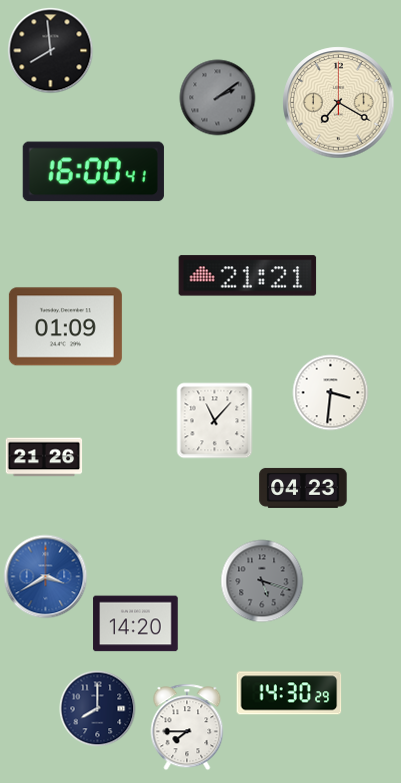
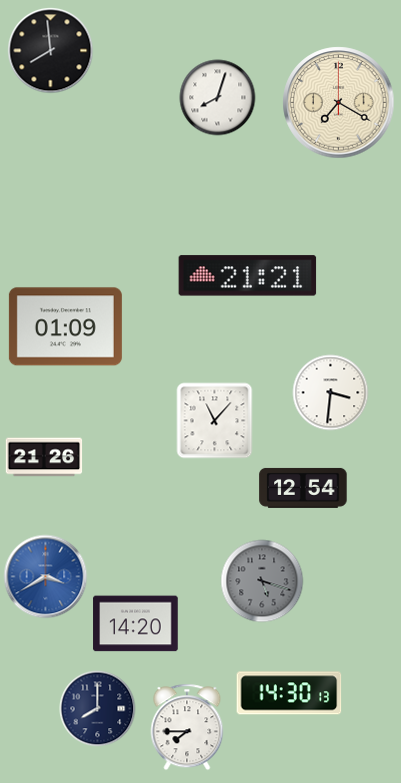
clock at (218, 98): 2:09 -> 8:03
clock at (218, 98) dial: grey -> white
clock at (93, 172): 16:00 -> none
clock at (303, 488): 04:23 -> 12:54
clock at (289, 693): 14:30:29 -> 14:30:13
